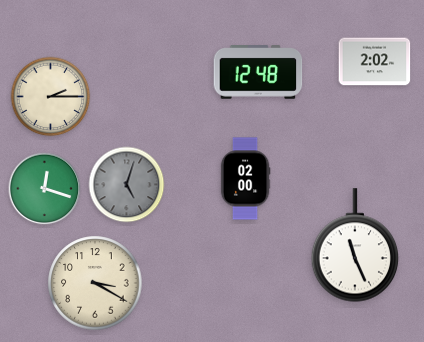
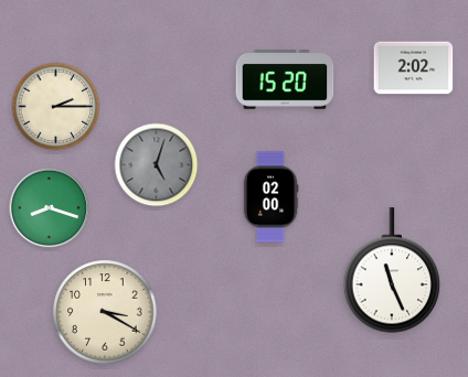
clock at (258, 73): 12:48 -> 15:20
clock at (127, 185) position: (127, 185) -> (157, 165)
clock at (45, 189): 12:18 -> 8:18
